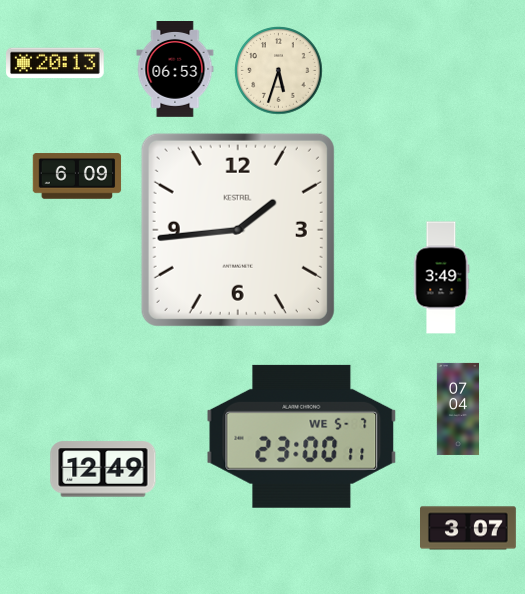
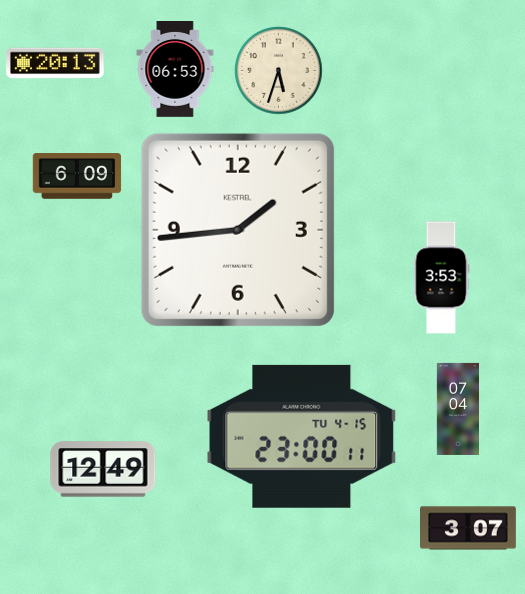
clock at (441, 278): 3:49 -> 3:53
clock at (302, 436) date: WE 5-7 -> TU 4-15
